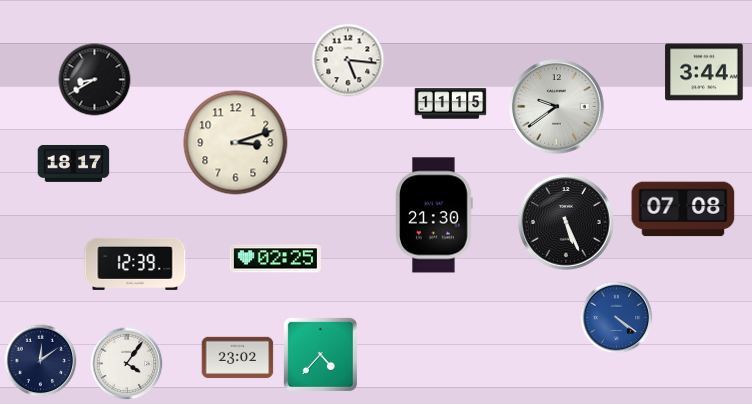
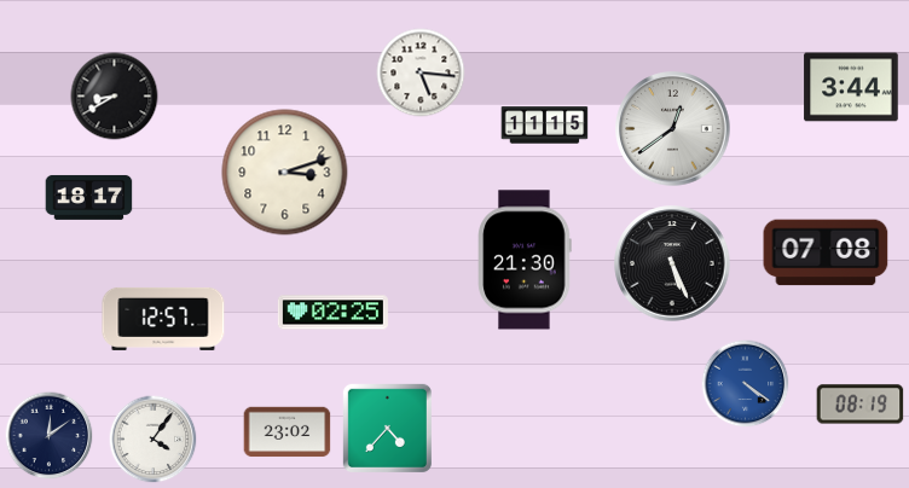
clock at (557, 107): 9:39 -> 12:39
clock at (566, 222) position: (566, 222) -> (672, 263)
clock at (135, 264): 12:39 -> 12:57
clock at (861, 405): none -> 08:19
